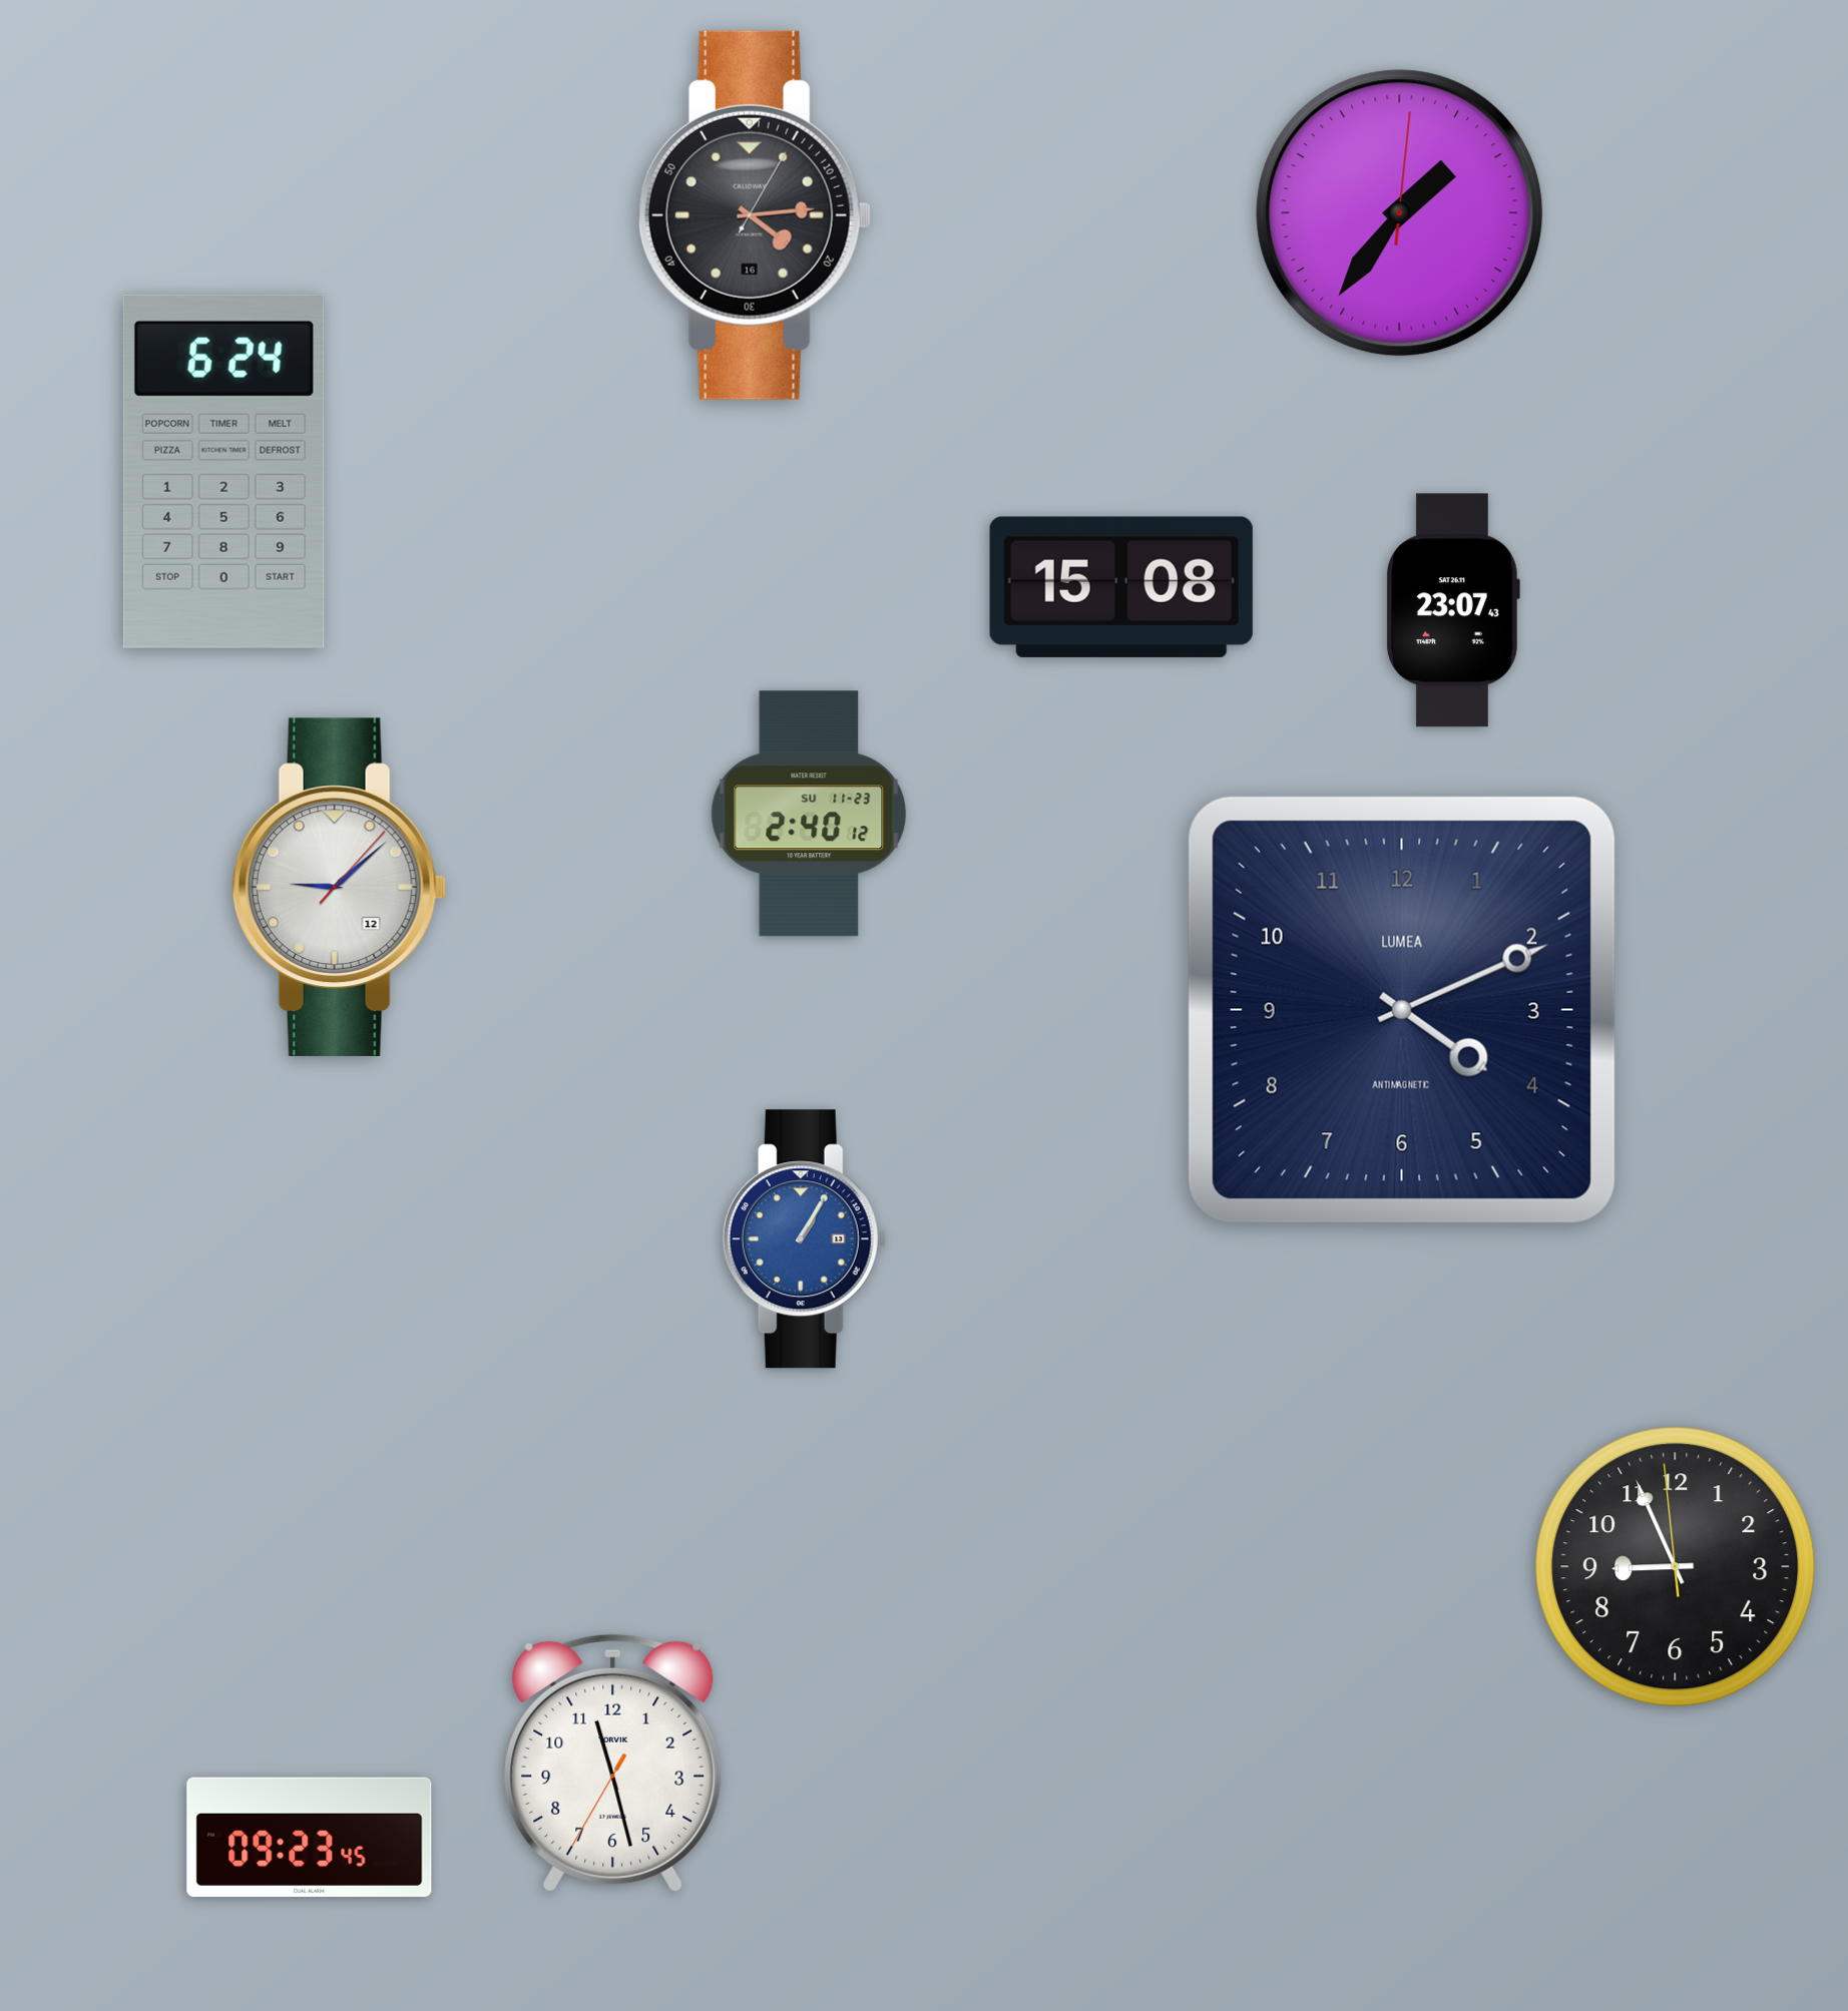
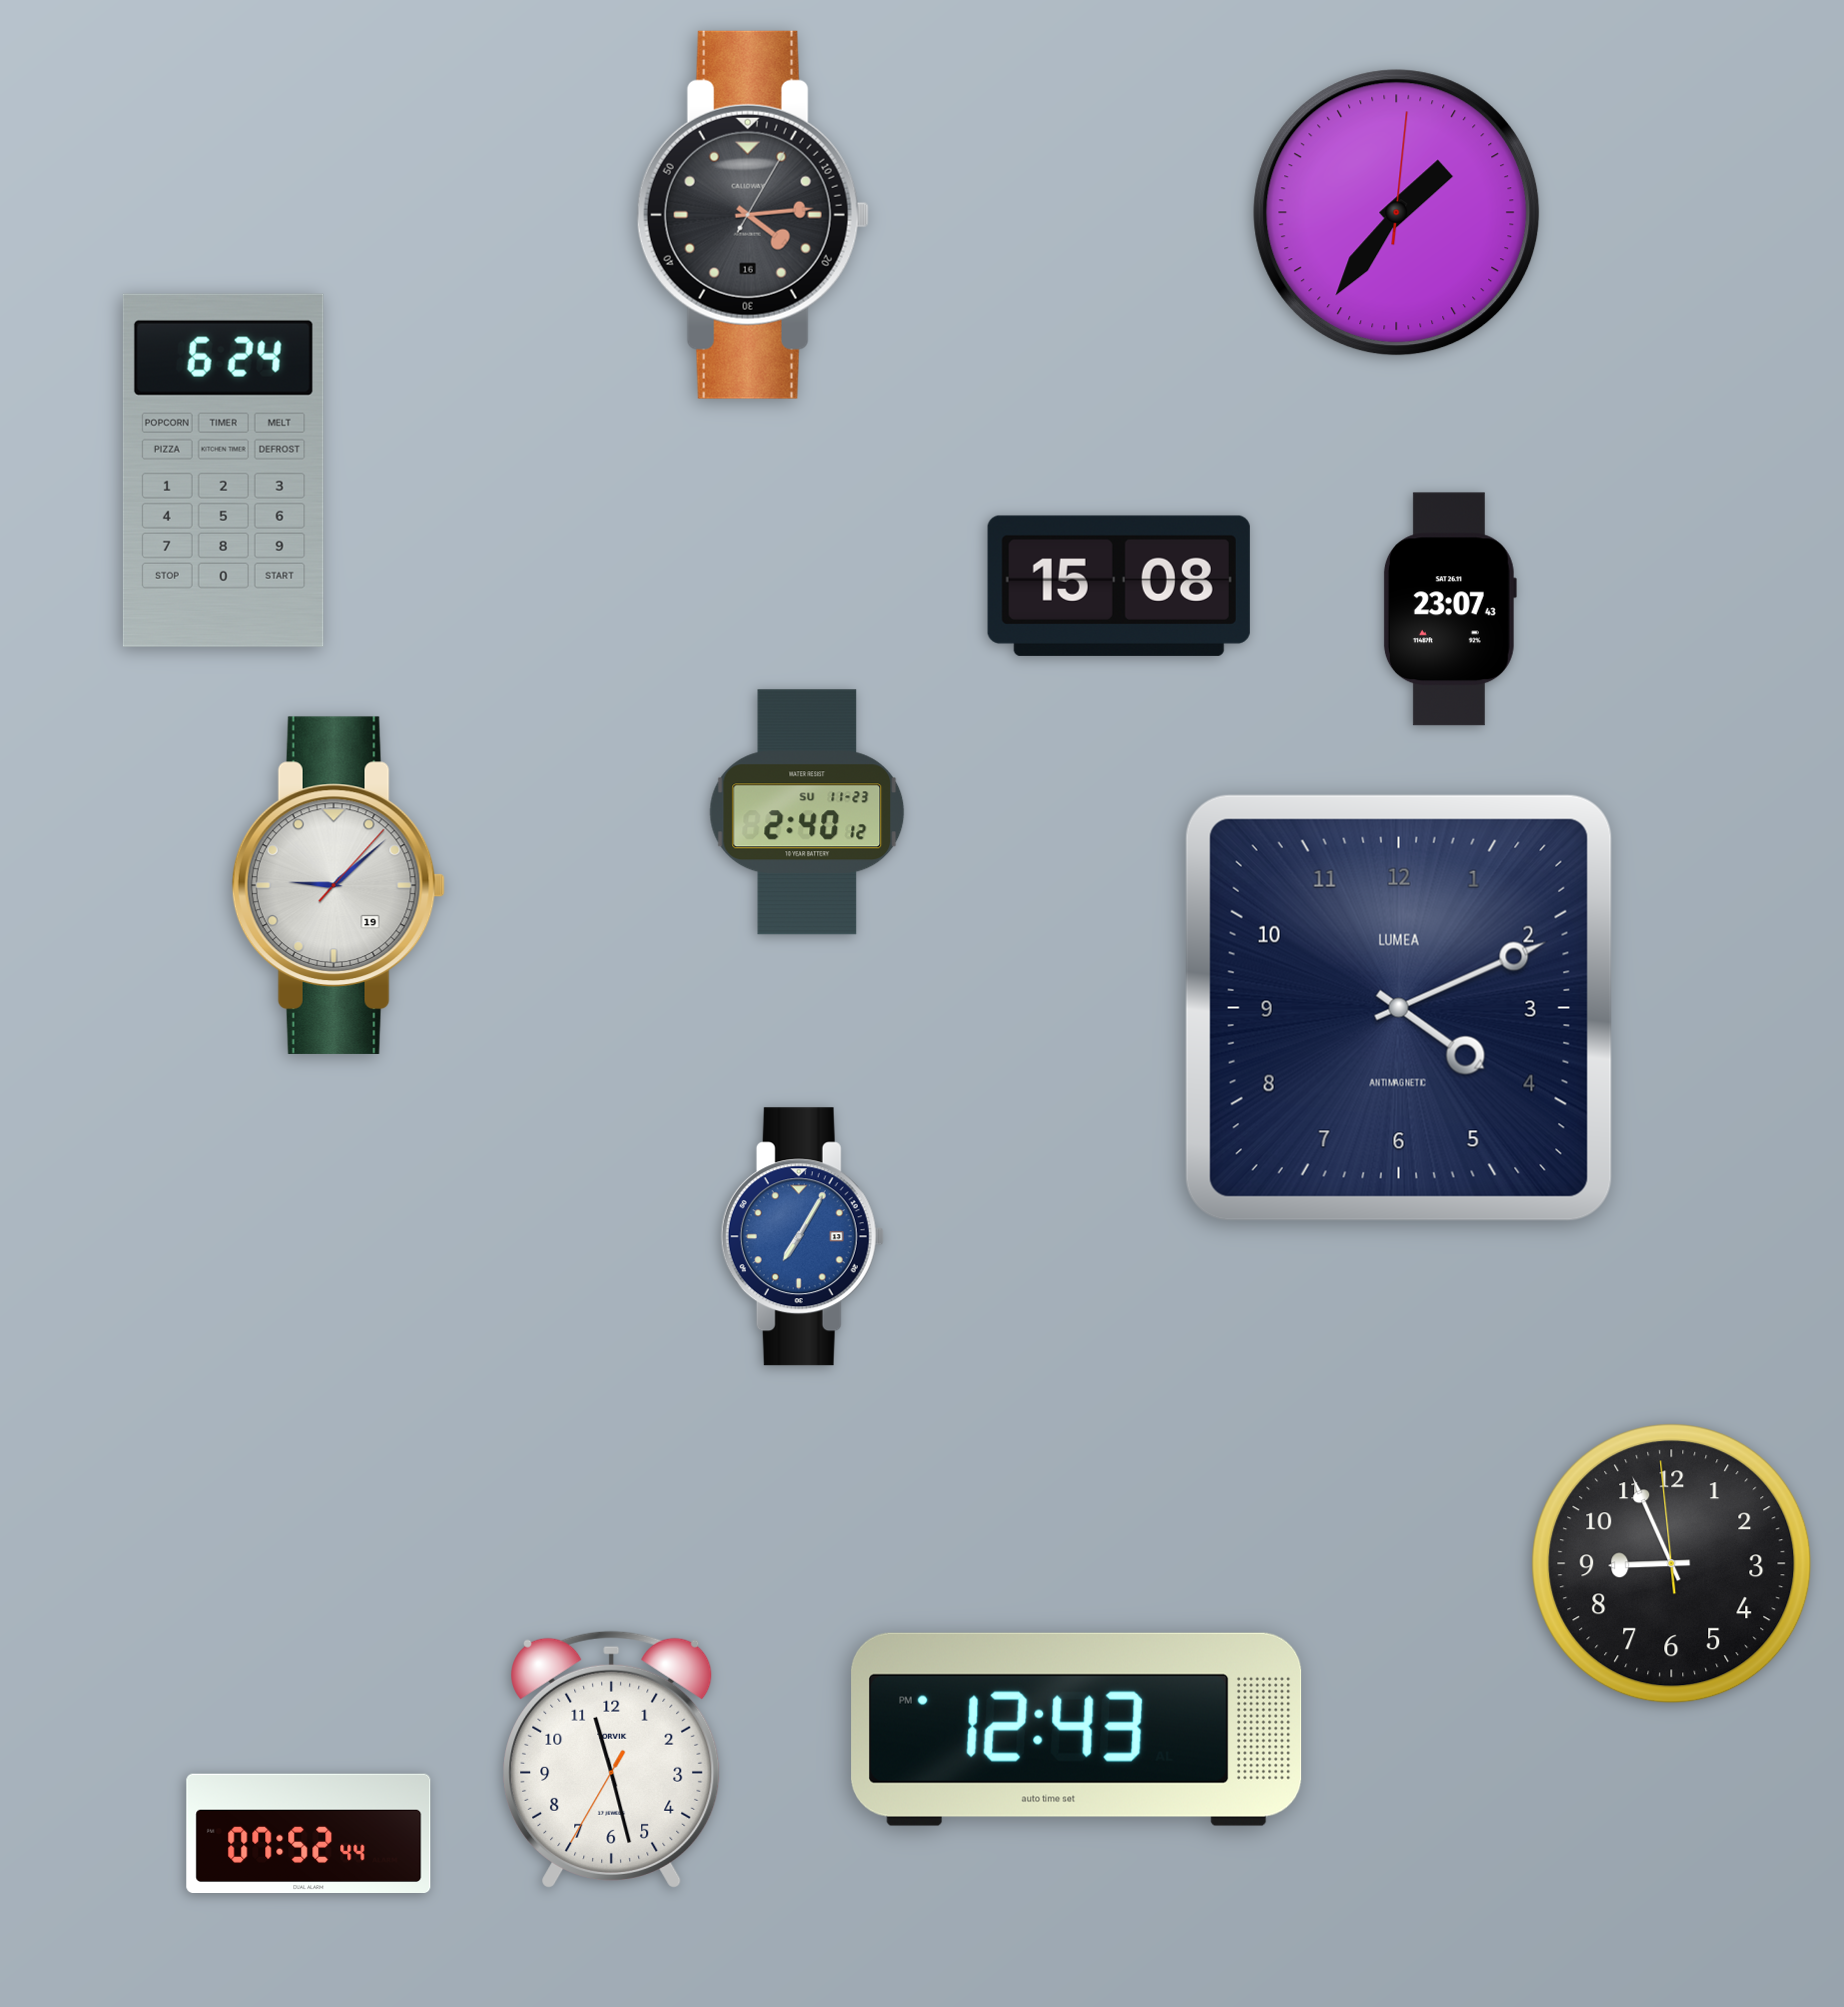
clock at (339, 887) date: 12 -> 19
clock at (804, 1239): 1:05 -> 7:05
clock at (1077, 1729): none -> 12:43
clock at (310, 1837): 09:23 -> 07:52
